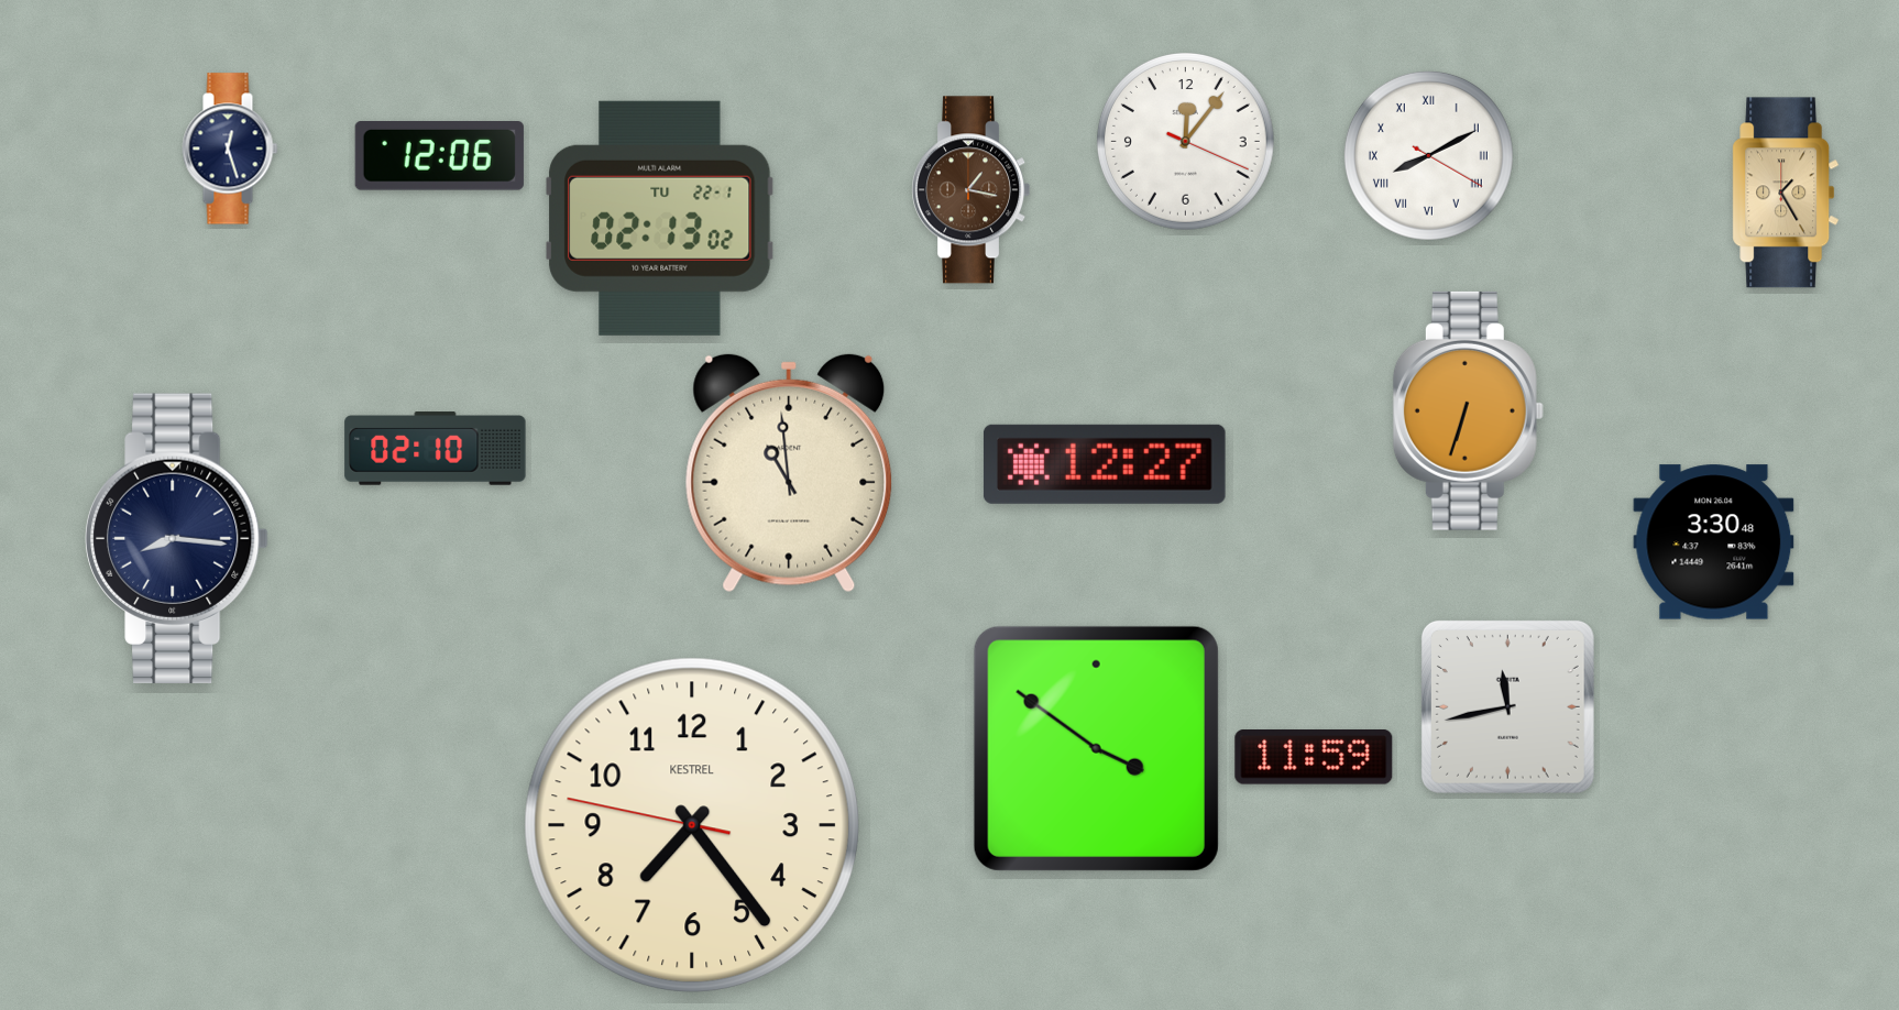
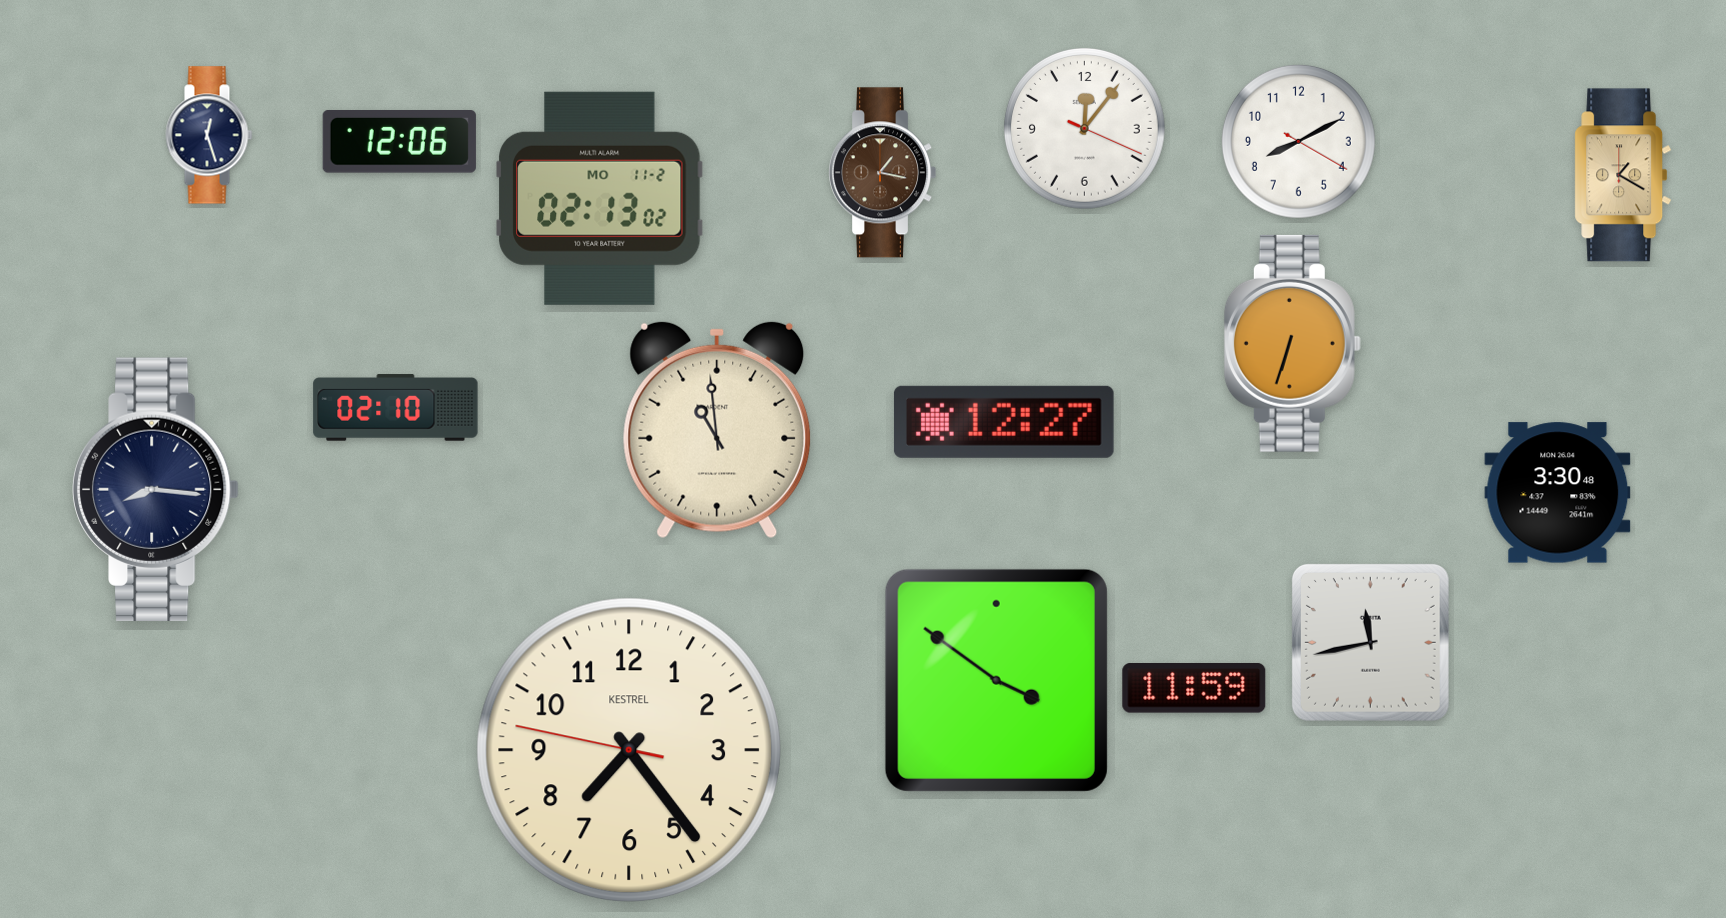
clock at (1185, 141) position: (1185, 141) -> (1084, 128)
clock at (1428, 155) numerals: Roman -> Arabic
clock at (1786, 193): 1:25 -> 1:20
clock at (660, 218) date: TU 22-1 -> MO 11-2
clock at (1468, 410) position: (1468, 410) -> (1292, 343)
clock at (177, 538) position: (177, 538) -> (156, 489)
